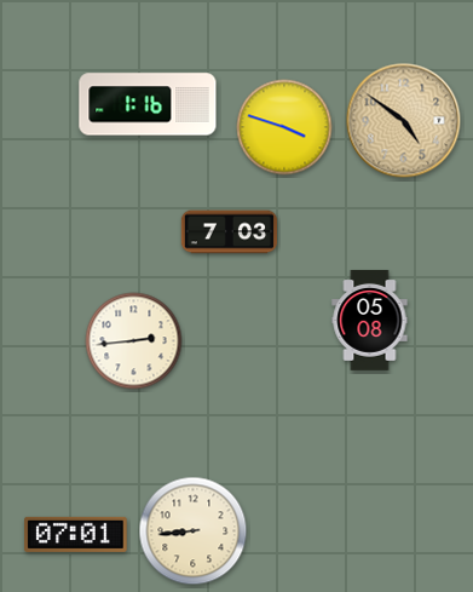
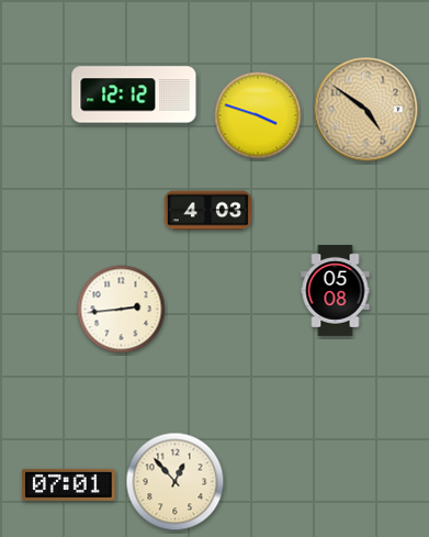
clock at (148, 104): 1:16 -> 12:12
clock at (229, 232): 7:03 -> 4:03
clock at (194, 531): 8:44 -> 12:53
